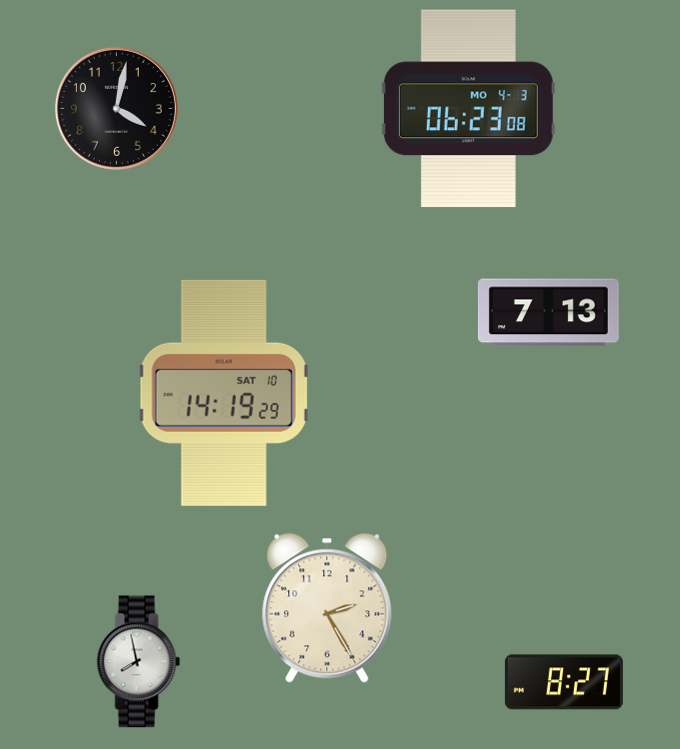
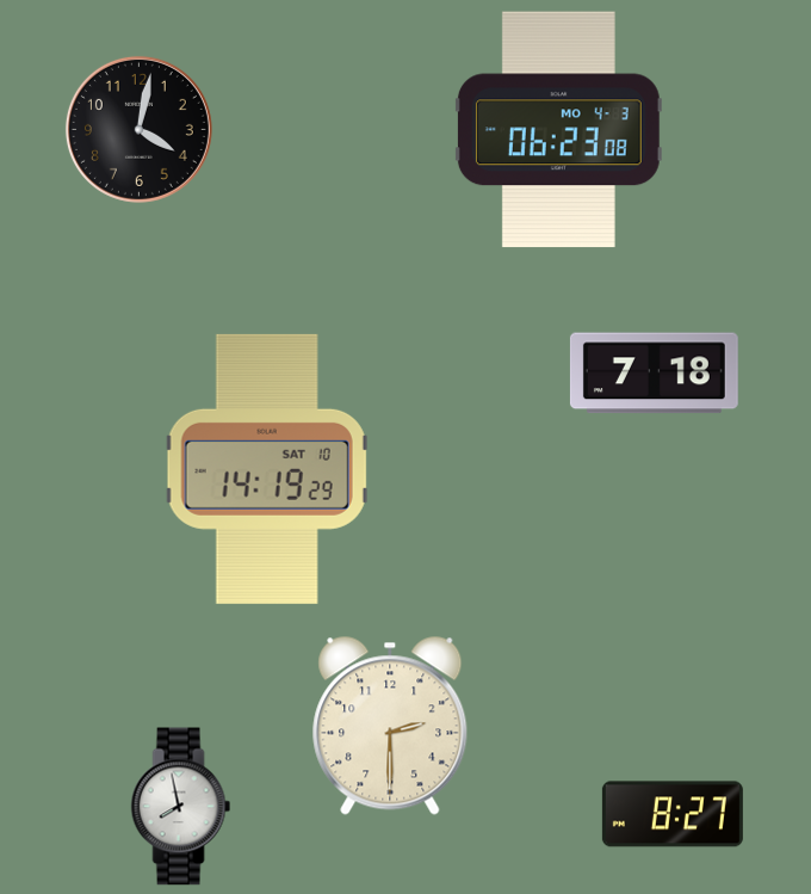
clock at (548, 313): 7:13 -> 7:18
clock at (327, 608): 2:25 -> 2:30
clock at (139, 662) position: (139, 662) -> (181, 807)
